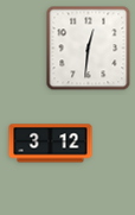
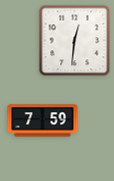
clock at (51, 144): 3:12 -> 7:59
